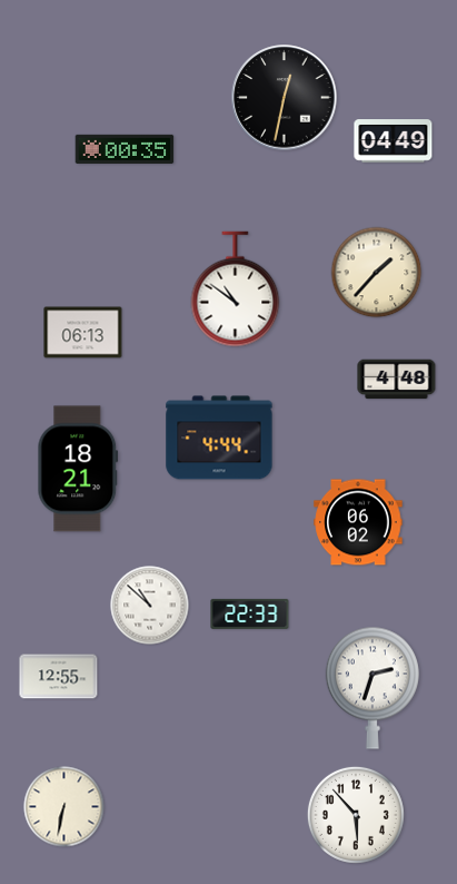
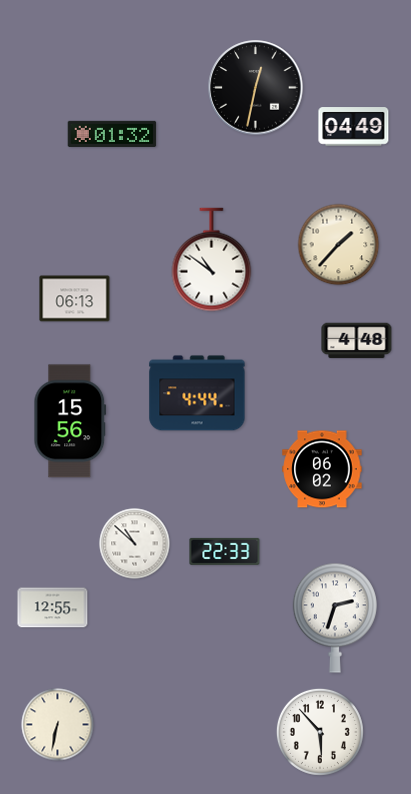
clock at (125, 149): 00:35 -> 01:32
clock at (78, 469): 18:21 -> 15:56
